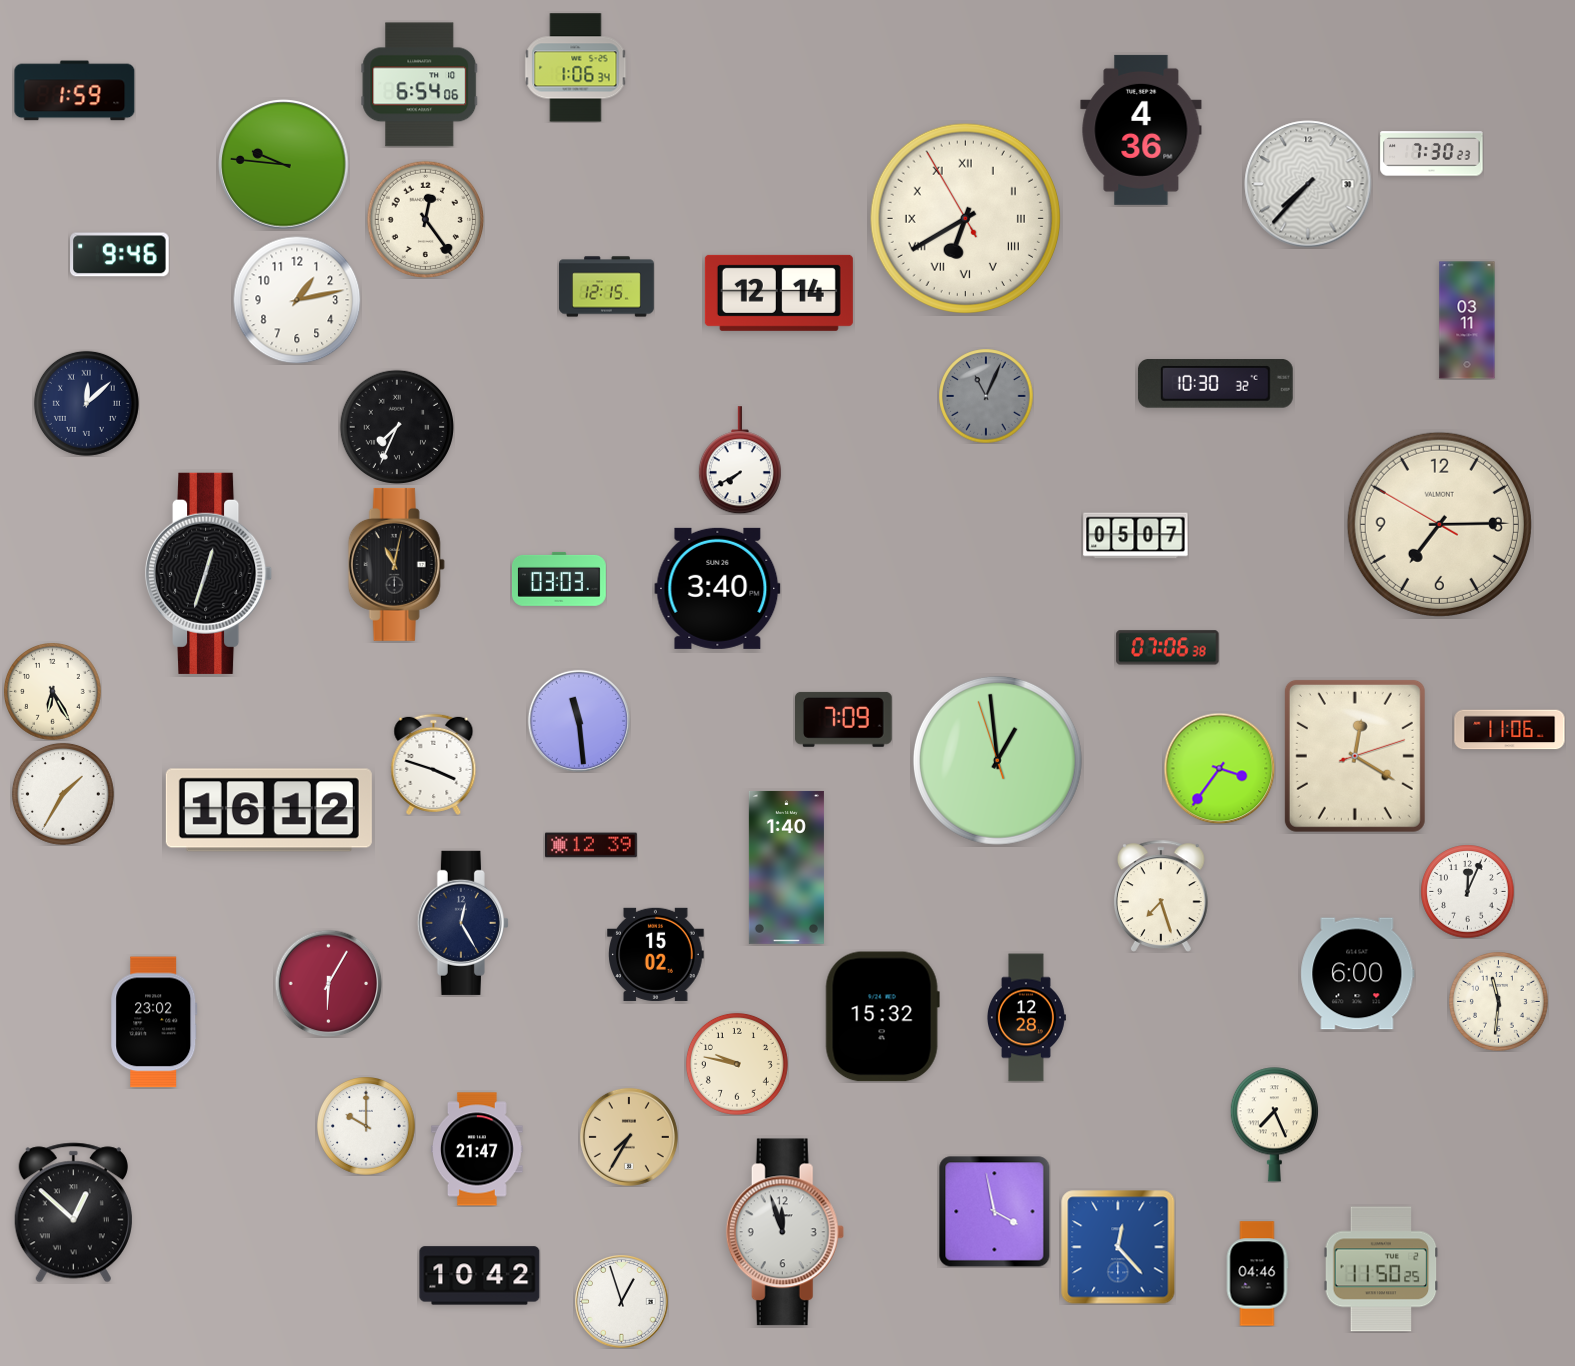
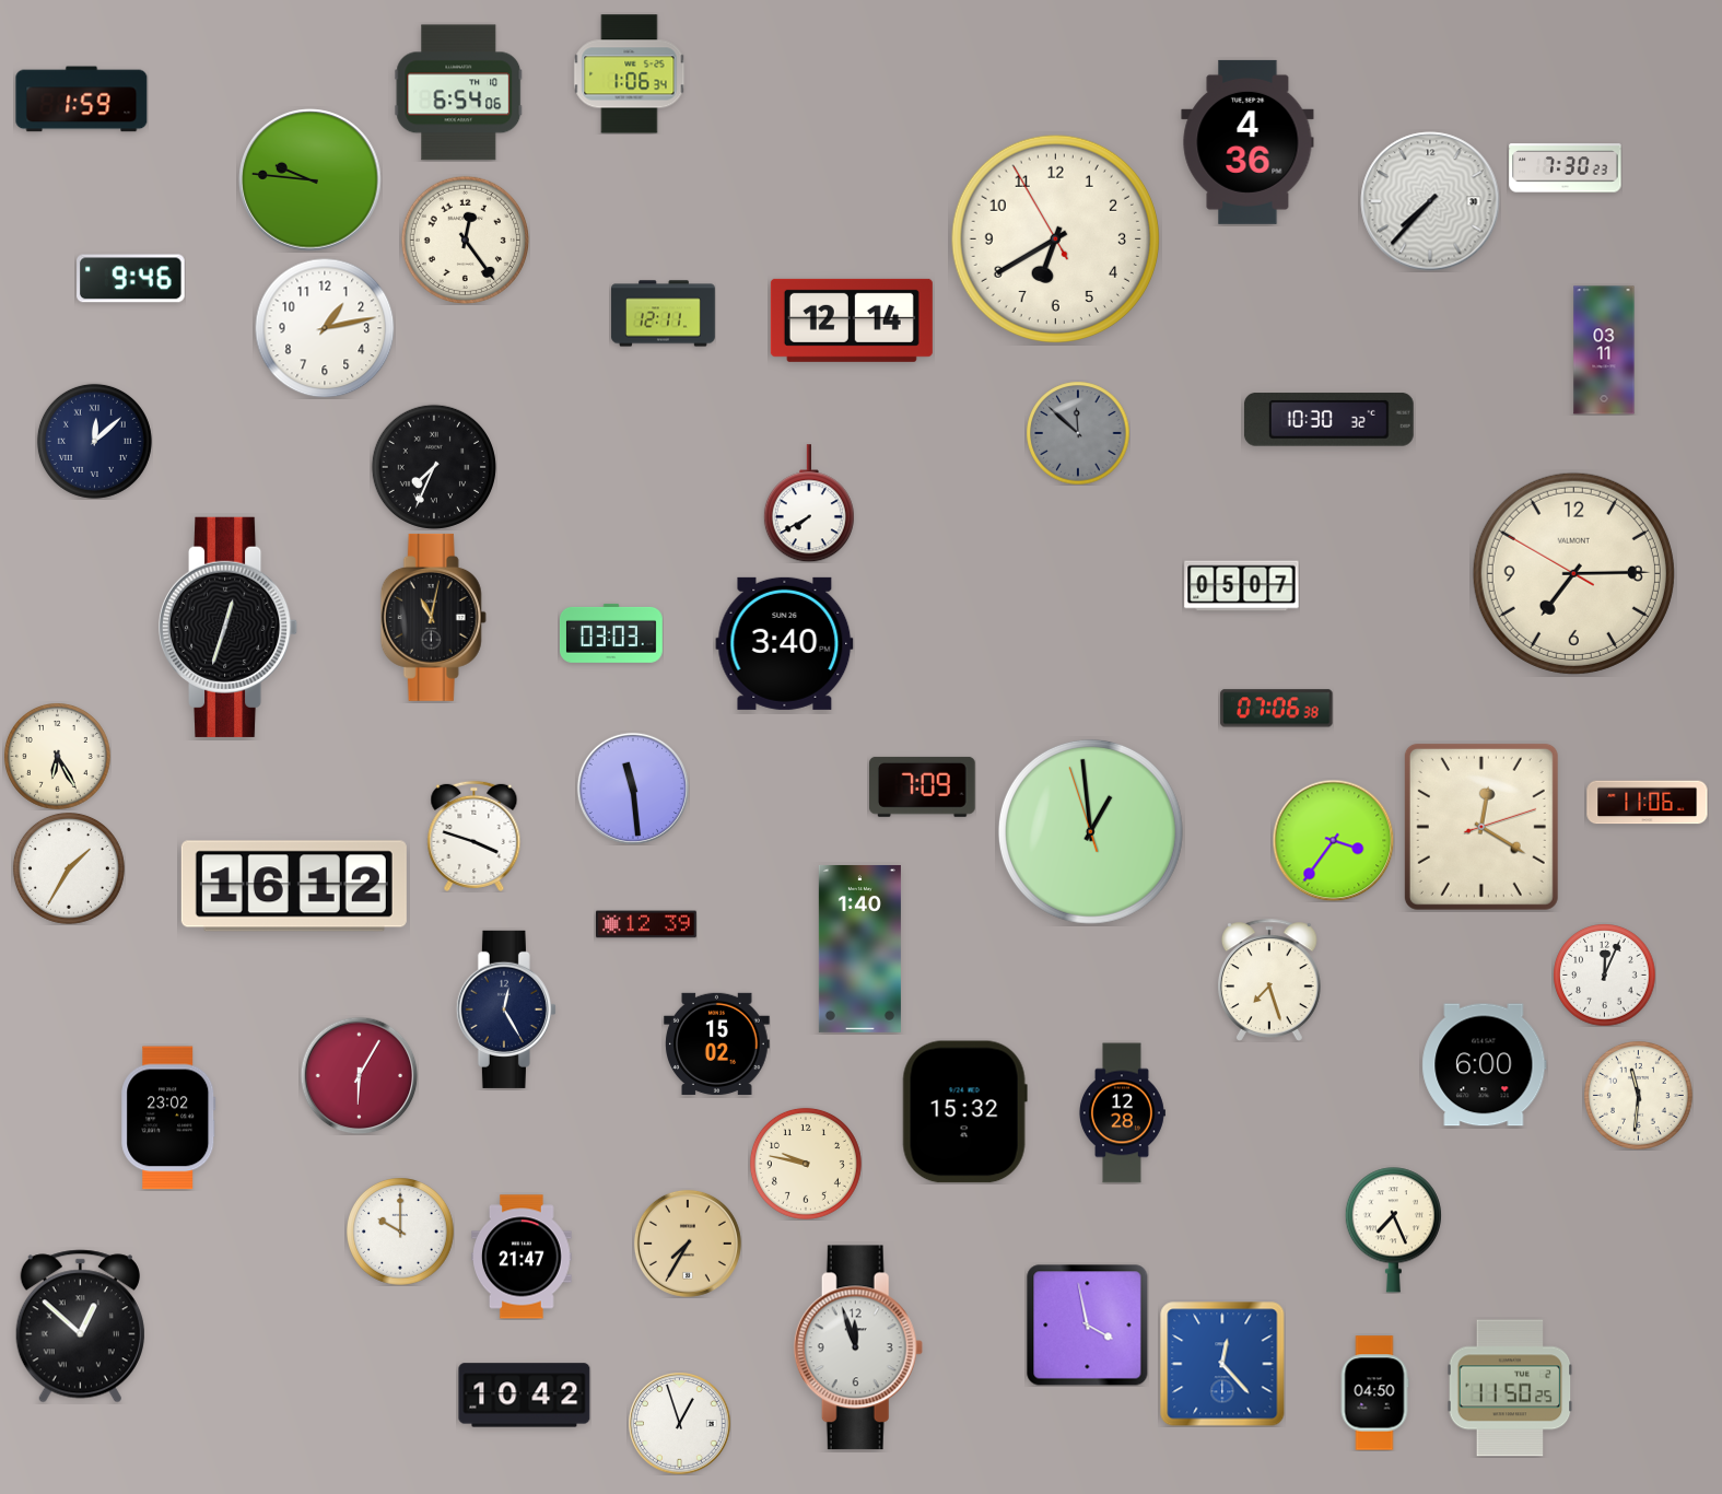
clock at (965, 218) numerals: Roman -> Arabic
clock at (607, 287): 12:15 -> 12:11
clock at (986, 396): 11:04 -> 11:52
clock at (1510, 730) position: (1510, 730) -> (1648, 803)
clock at (1257, 1274): 04:46 -> 04:50
